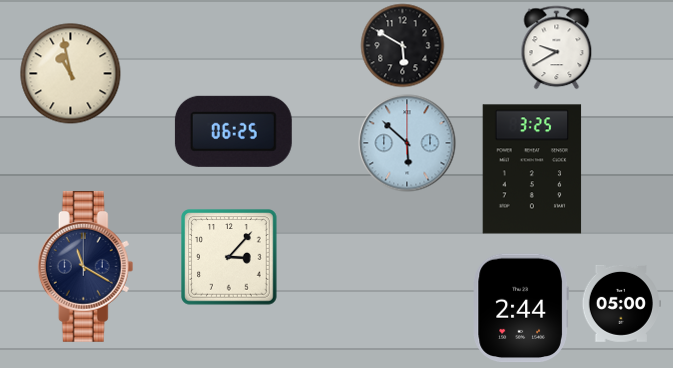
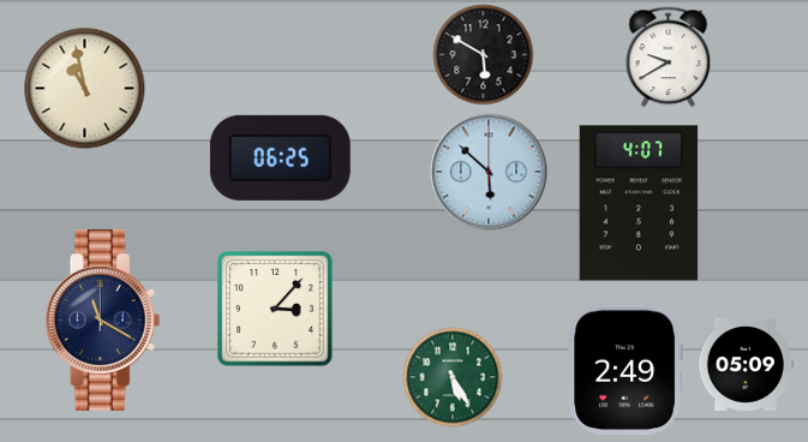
clock at (532, 169): 3:25 -> 4:07
clock at (621, 303): 05:00 -> 05:09
clock at (521, 308): 2:44 -> 2:49
clock at (453, 377): none -> 5:25
